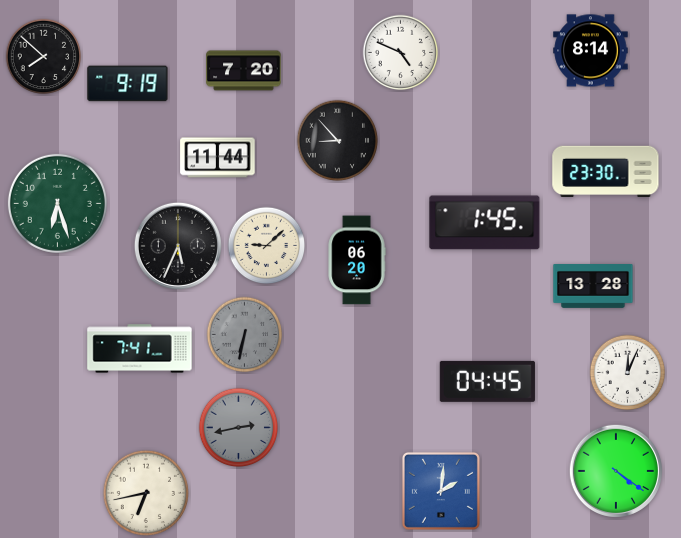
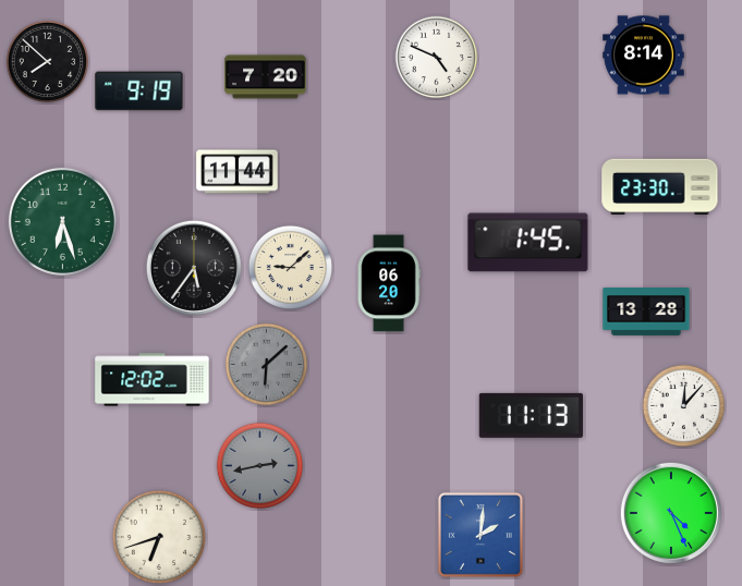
clock at (338, 141): 8:53 -> none
clock at (178, 246): 5:34 -> 5:36
clock at (245, 335): 6:32 -> 6:08
clock at (140, 349): 7:41 -> 12:02
clock at (628, 373): 12:04 -> 12:07
clock at (487, 381): 04:45 -> 11:13
clock at (615, 470): 4:21 -> 4:26
clock at (145, 492): 6:43 -> 6:42
